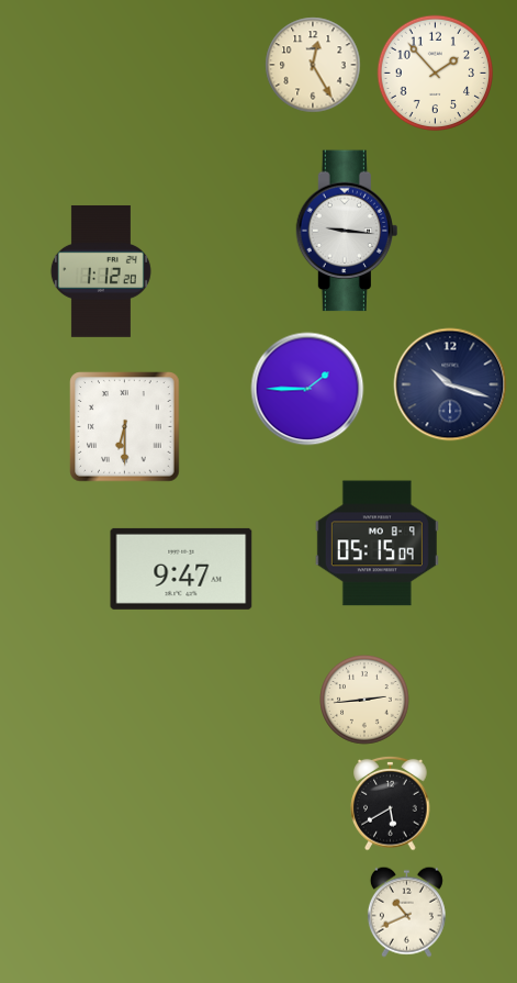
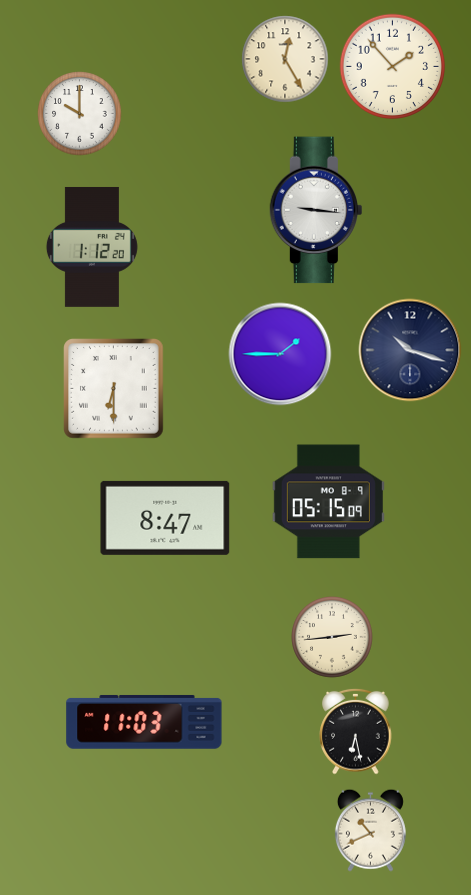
clock at (436, 74) position: (436, 74) -> (393, 67)
clock at (80, 114): none -> 10:00
clock at (376, 544) position: (376, 544) -> (328, 502)
clock at (181, 569): 9:47 -> 8:47
clock at (144, 722): none -> 11:03
clock at (391, 803): 5:40 -> 6:28
